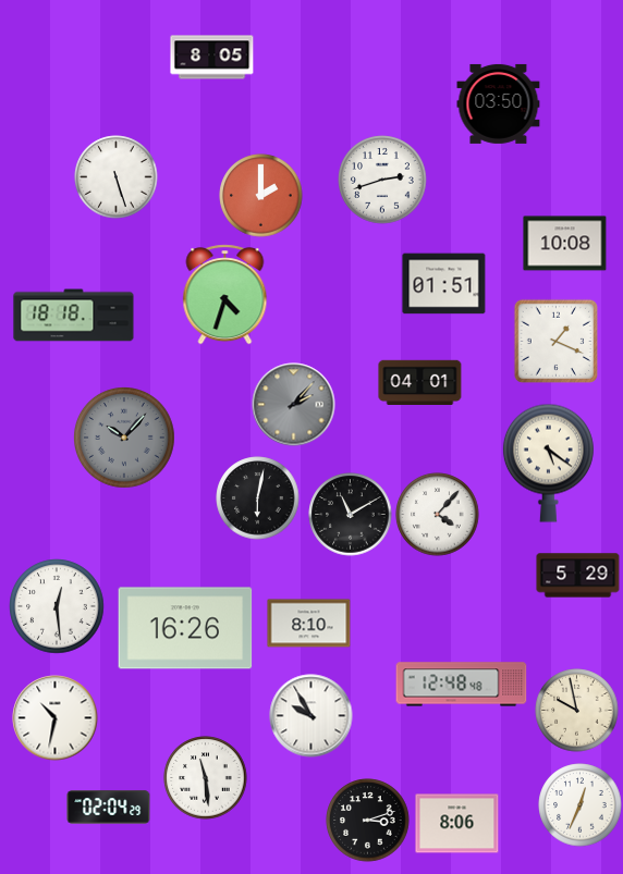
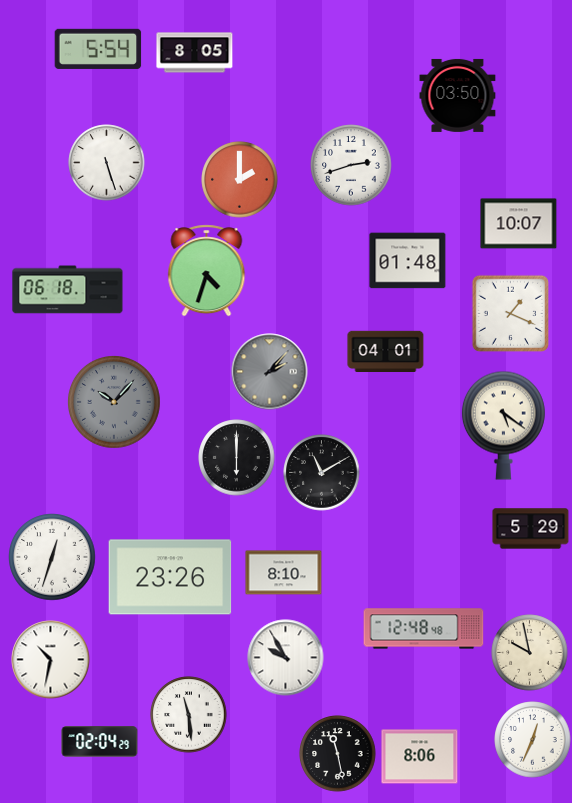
clock at (98, 49): none -> 5:54
clock at (565, 244): 10:08 -> 10:07
clock at (444, 284): 01:51 -> 01:48
clock at (74, 316): 18:18 -> 06:18
clock at (258, 498): 6:02 -> 6:00
clock at (438, 515): 4:07 -> none
clock at (57, 606): 12:29 -> 12:33
clock at (185, 628): 16:26 -> 23:26
clock at (368, 821): 3:12 -> 11:28
